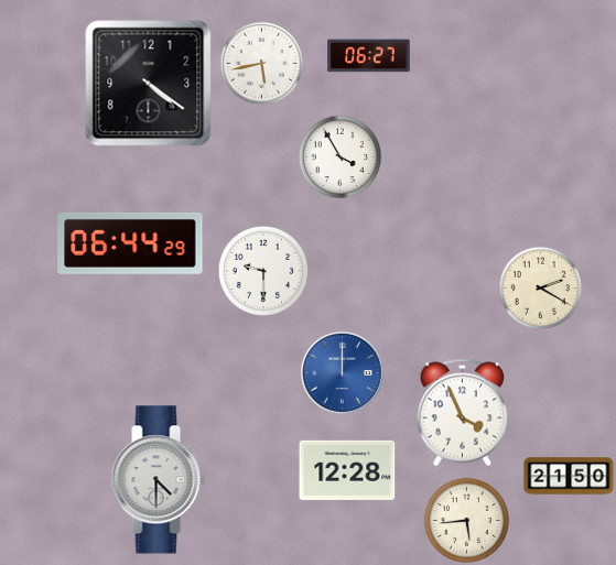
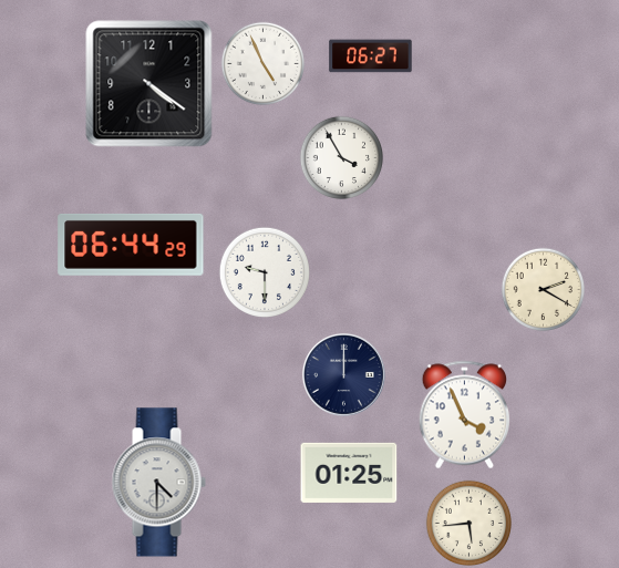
clock at (262, 64): 5:43 -> 4:56
clock at (342, 372) dial: blue -> navy
clock at (347, 470): 12:28 -> 01:25
clock at (569, 476): 21:50 -> none
